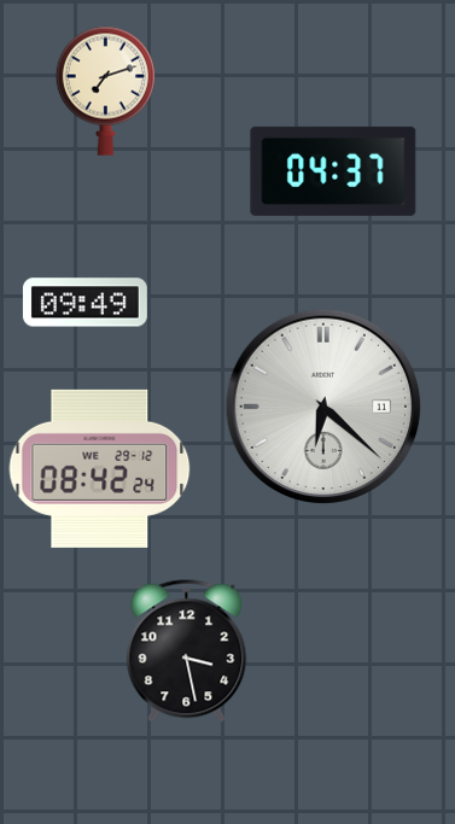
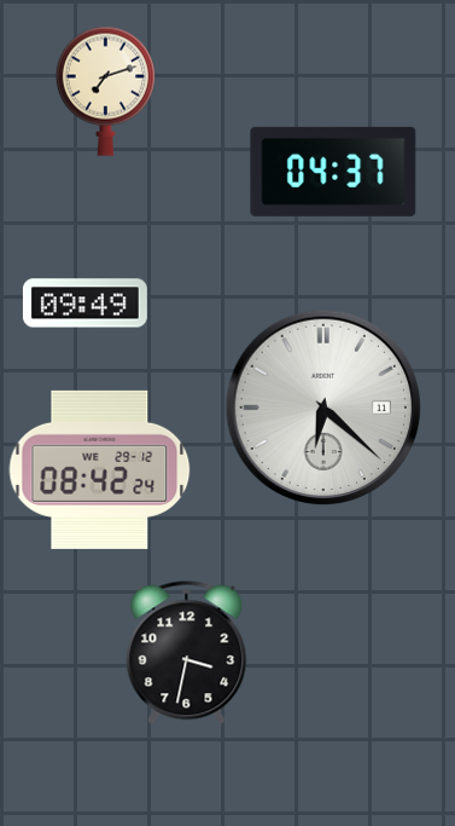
clock at (187, 651): 3:28 -> 3:32
